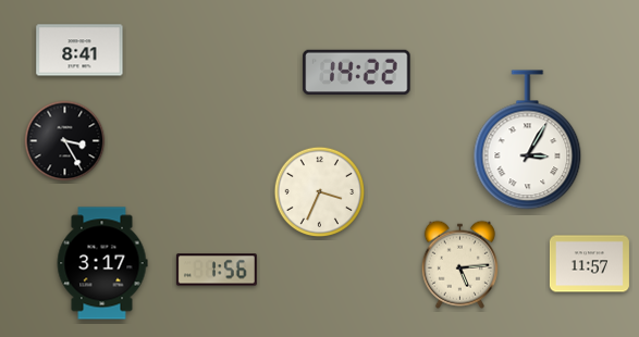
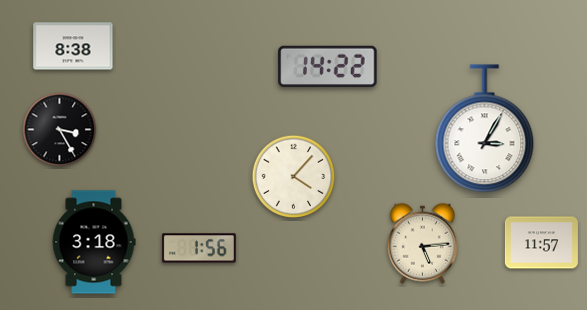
clock at (79, 50): 8:41 -> 8:38
clock at (320, 192): 3:34 -> 4:07
clock at (102, 263): 3:17 -> 3:18
